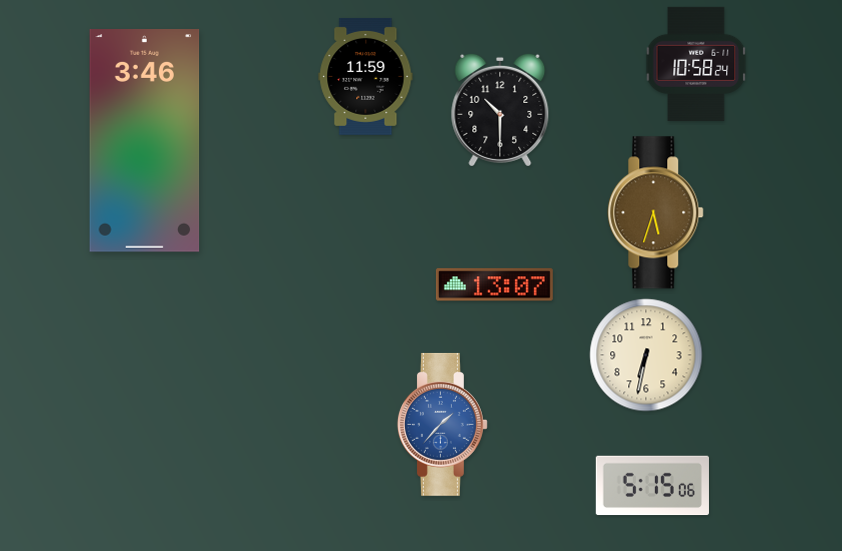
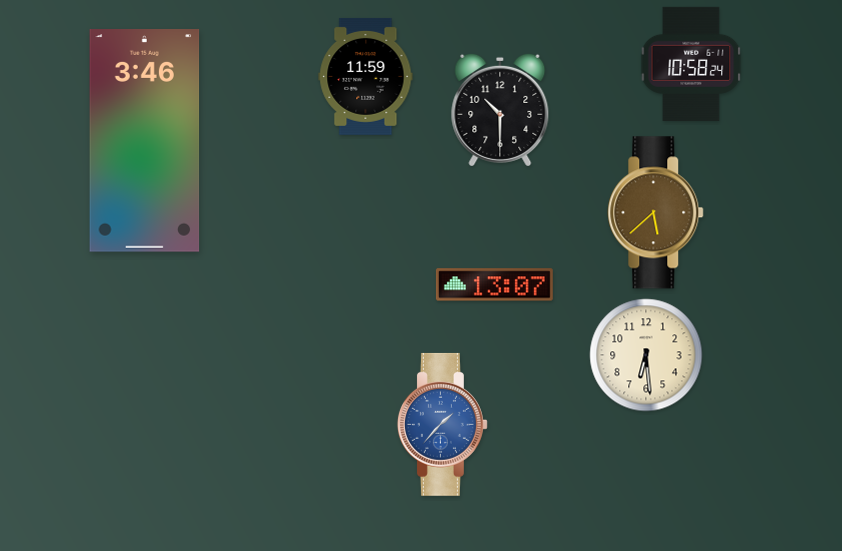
clock at (696, 64) position: (696, 64) -> (691, 64)
clock at (656, 213): 5:33 -> 5:38
clock at (646, 355): 6:32 -> 6:29
clock at (652, 486): 5:15 -> none
